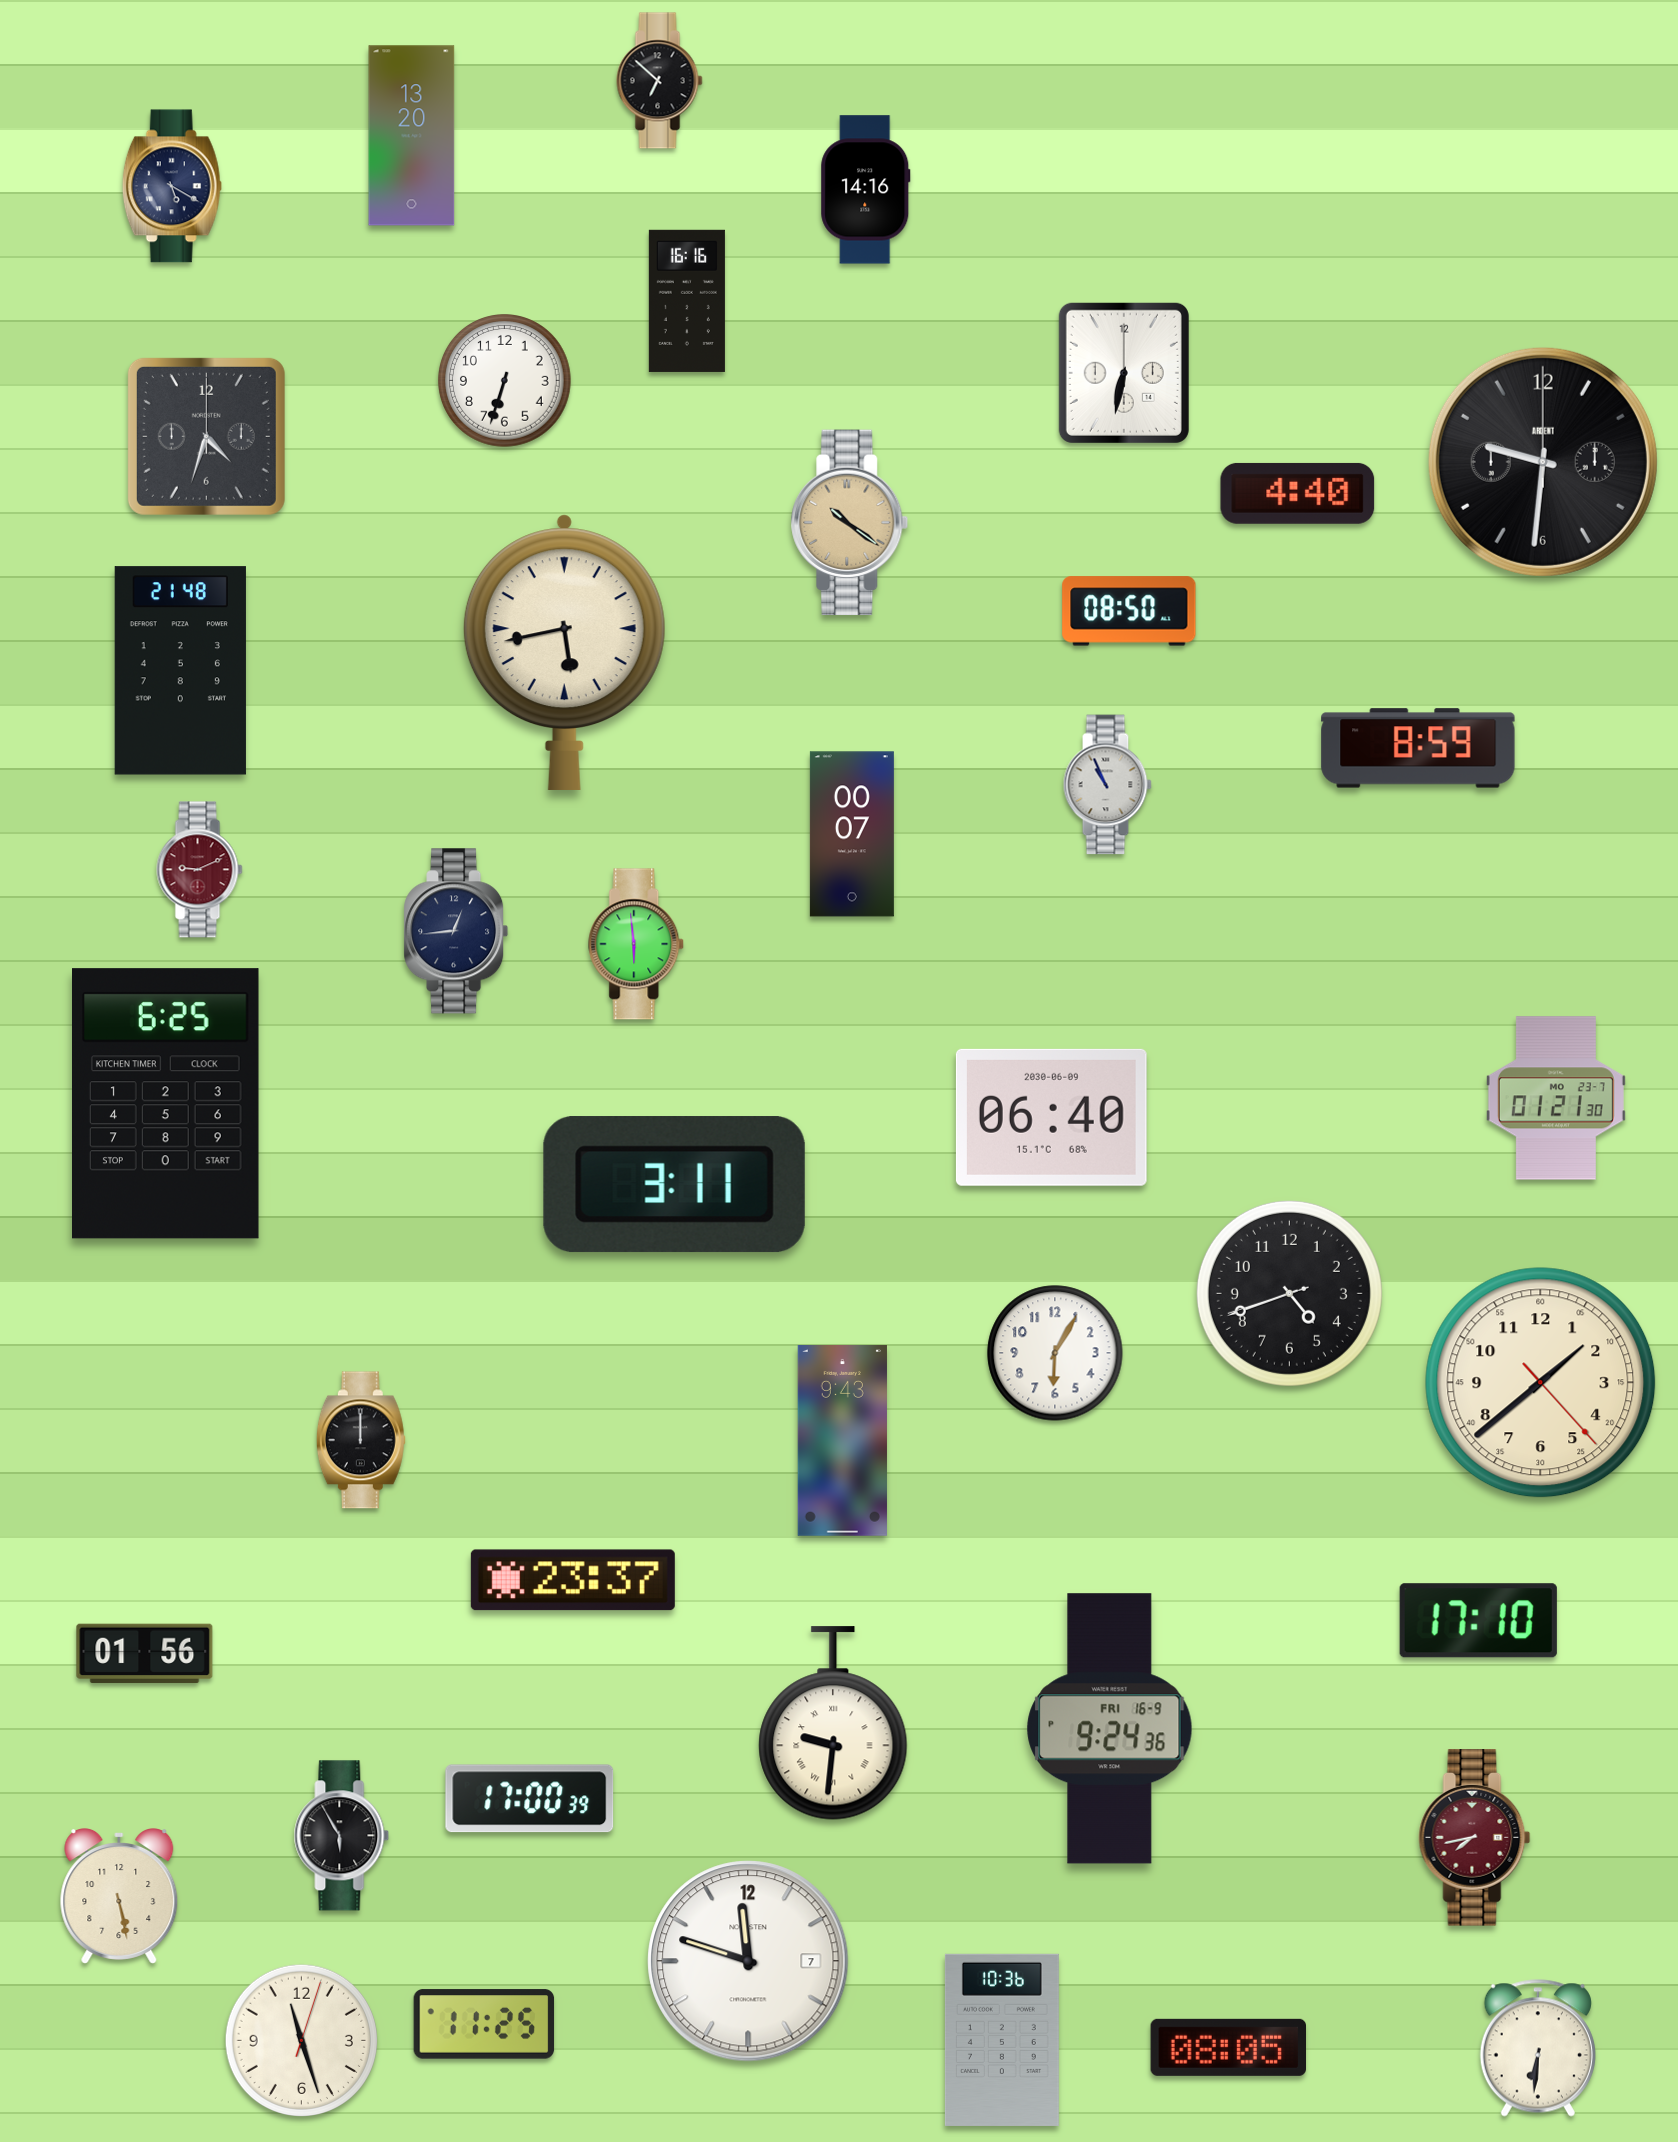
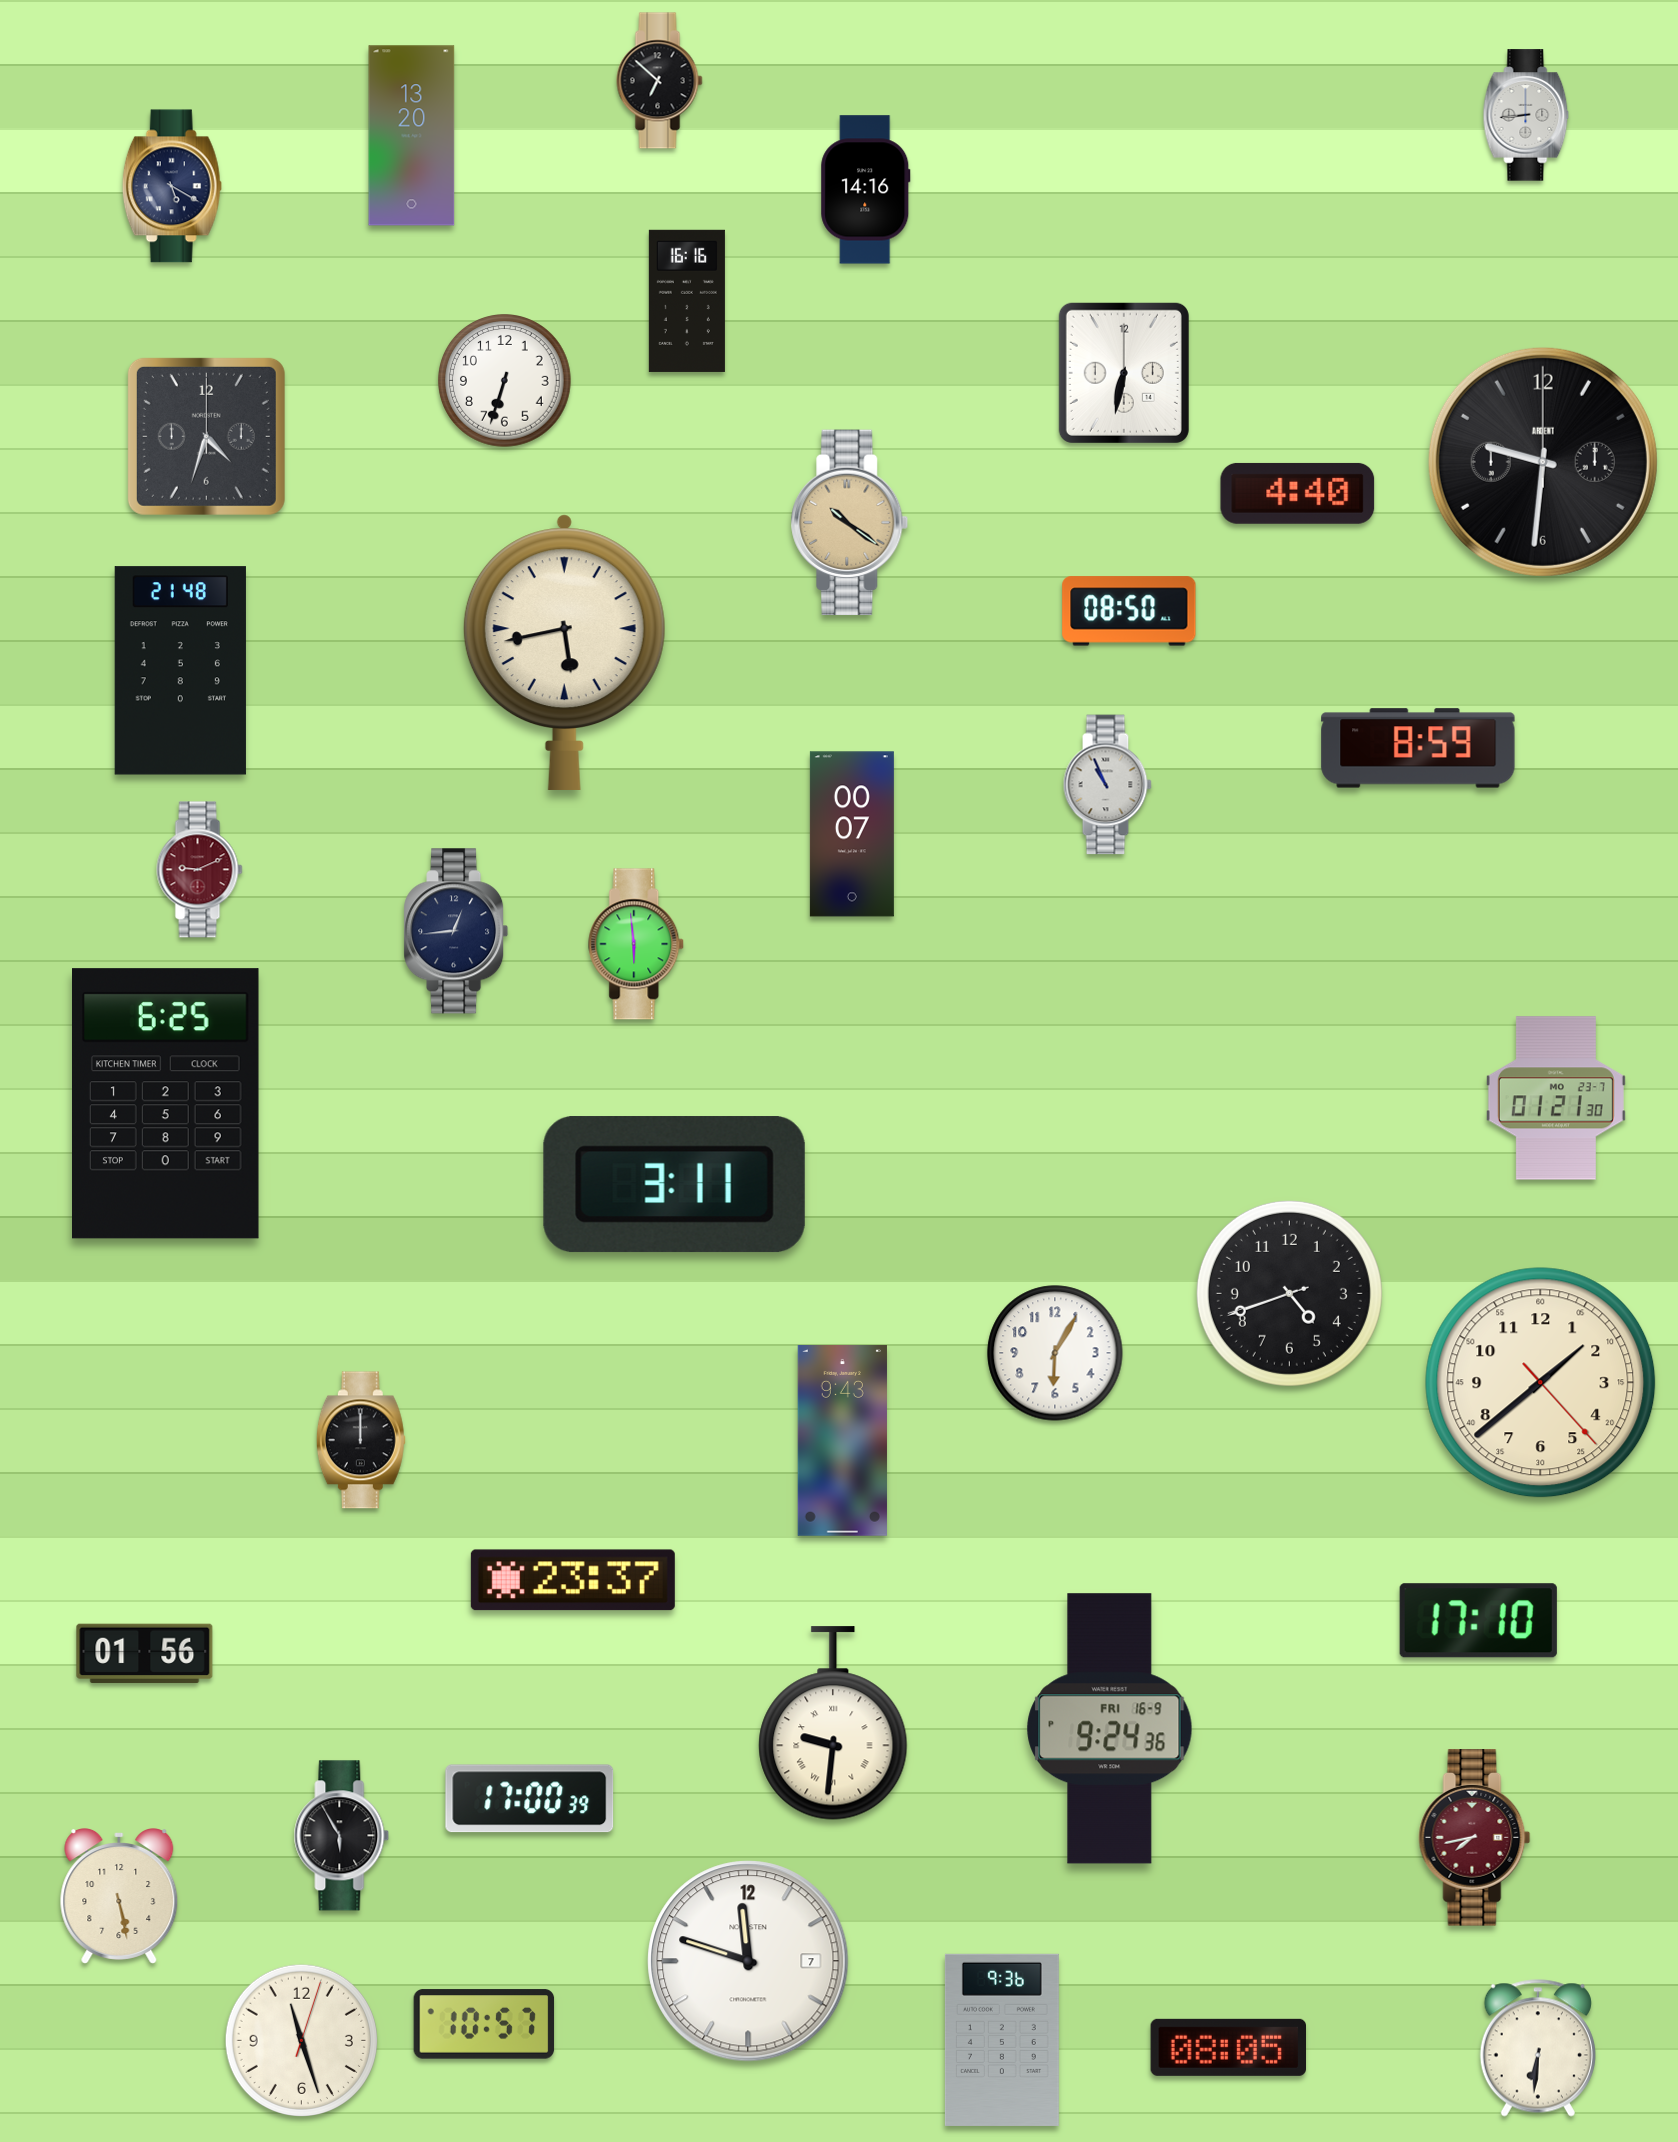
clock at (1526, 115): none -> 8:44
clock at (1051, 1117): 06:40 -> none
clock at (484, 2024): 11:25 -> 10:57
clock at (1002, 2040): 10:36 -> 9:36
